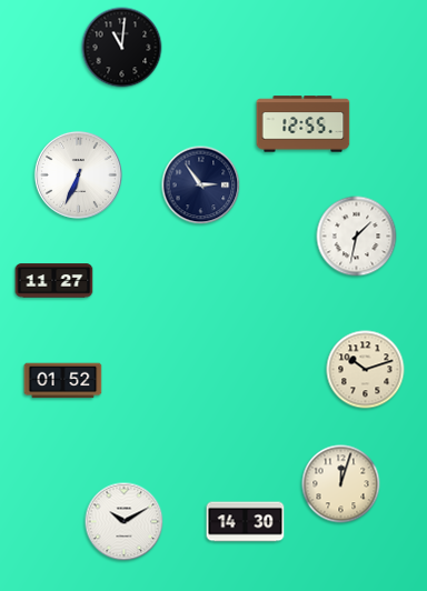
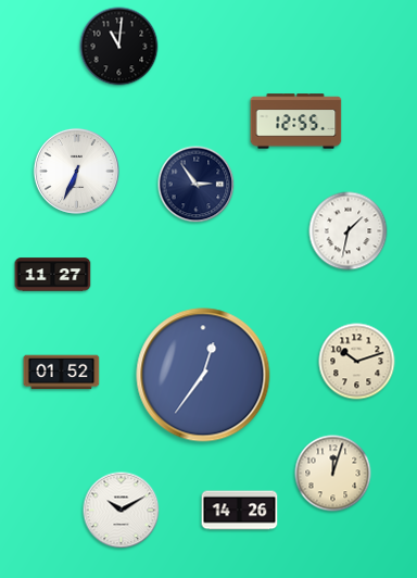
clock at (201, 186) position: (201, 186) -> (197, 185)
clock at (203, 375): none -> 12:36
clock at (246, 522): 14:30 -> 14:26
